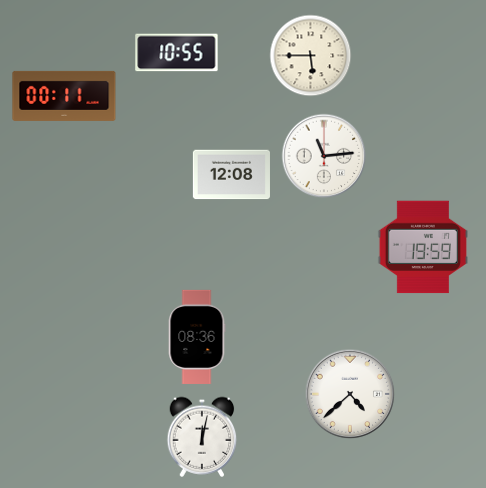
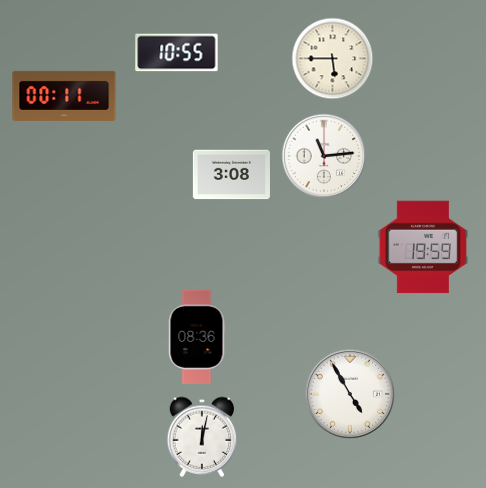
clock at (311, 56) position: (311, 56) -> (333, 59)
clock at (231, 175): 12:08 -> 3:08
clock at (350, 394): 4:38 -> 4:55
